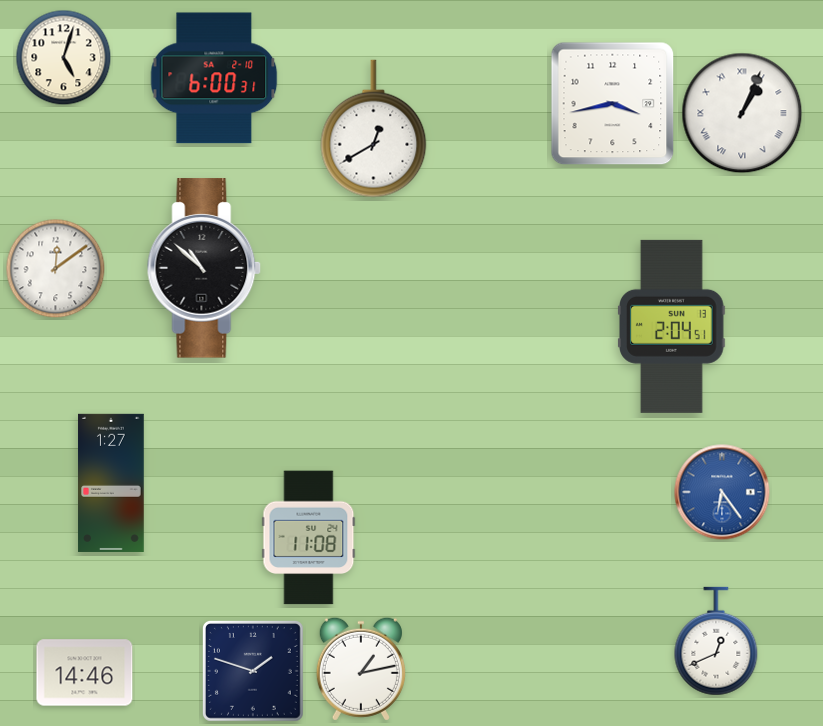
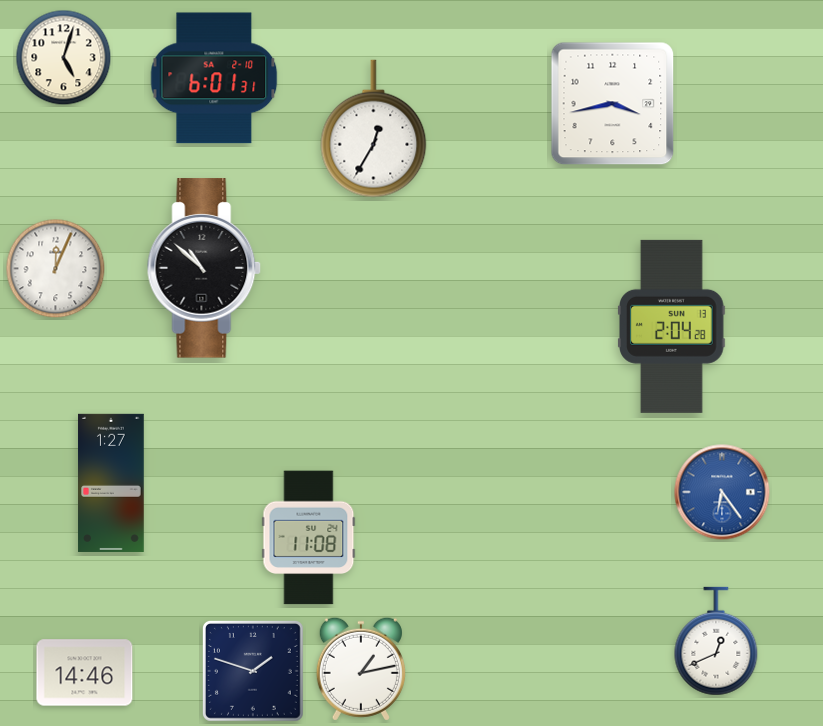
clock at (214, 78): 6:00 -> 6:01
clock at (742, 113): 1:04 -> none
clock at (374, 129): 12:40 -> 12:35
clock at (56, 269): 12:09 -> 12:04
clock at (672, 326): 2:04:51 -> 2:04:28
